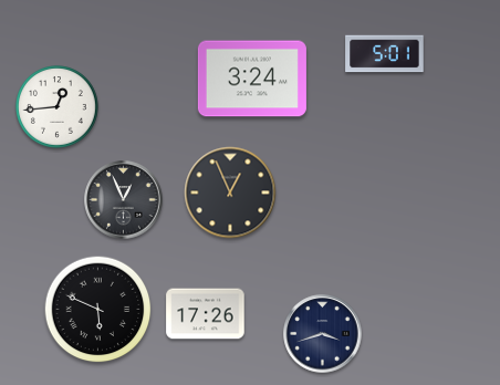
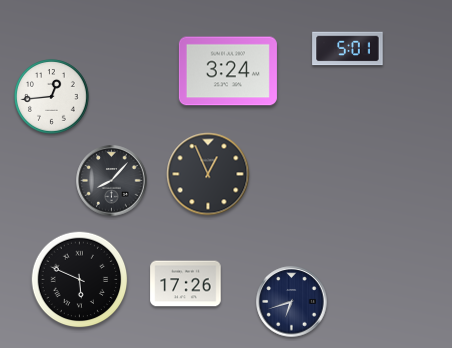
clock at (124, 200): 12:56 -> 8:07
clock at (98, 310) position: (98, 310) -> (80, 280)
clock at (323, 334): 3:42 -> 6:42
